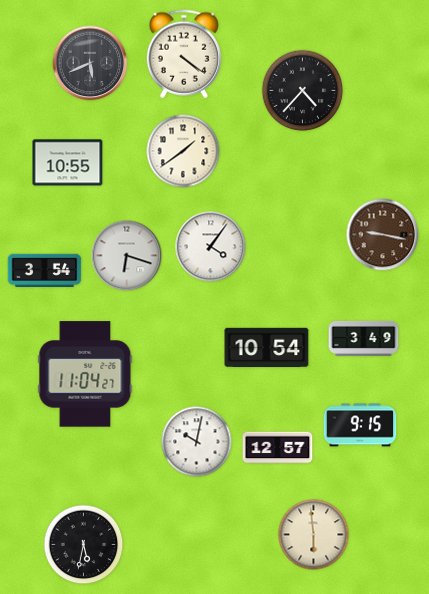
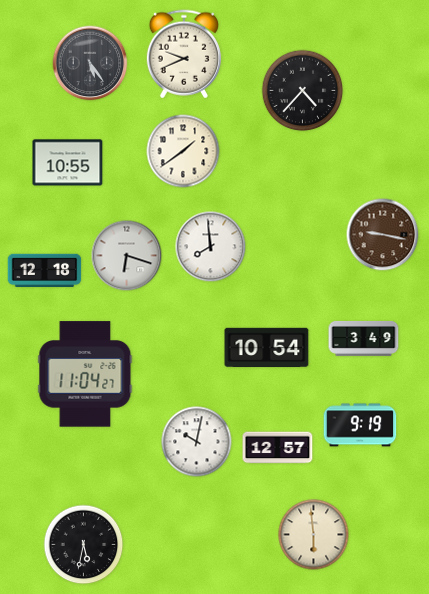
clock at (184, 54): 4:21 -> 9:41
clock at (90, 63): 5:41 -> 5:24
clock at (211, 247): 4:06 -> 7:59
clock at (45, 271): 3:54 -> 12:18
clock at (360, 425): 9:15 -> 9:19
